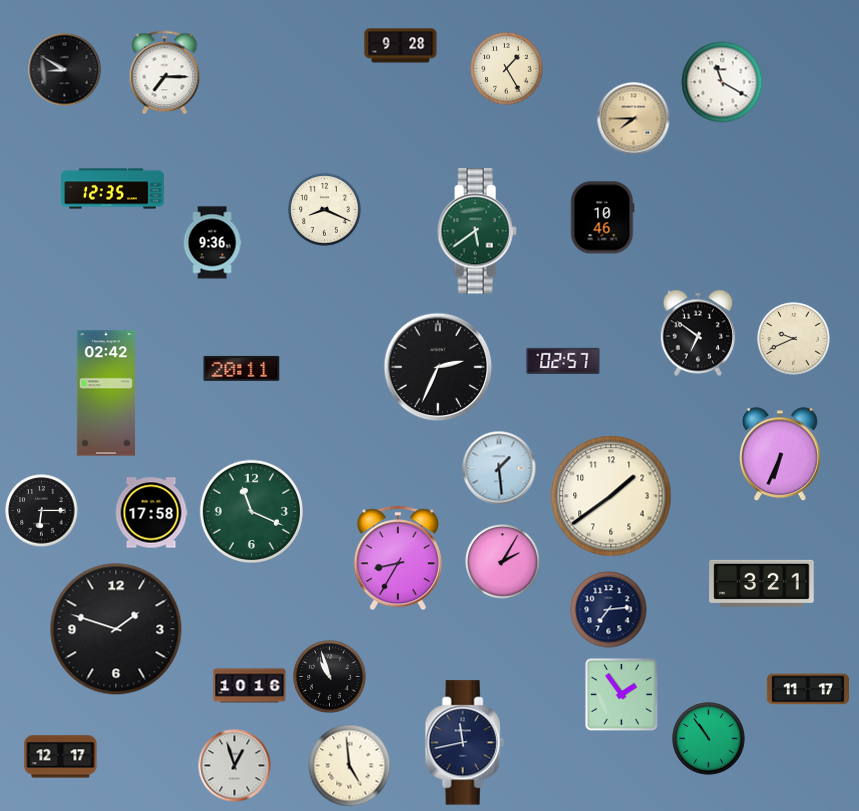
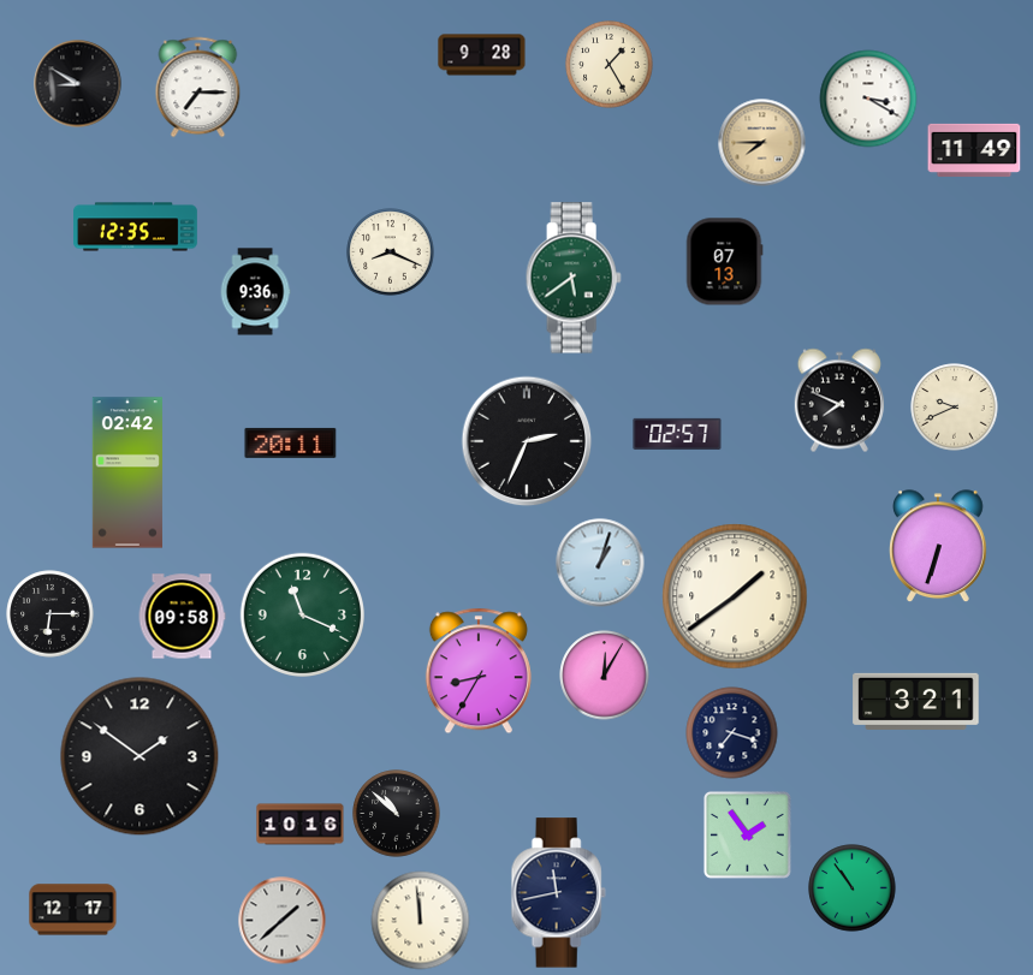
clock at (507, 69) position: (507, 69) -> (610, 65)
clock at (722, 82): 11:20 -> 3:20
clock at (974, 150): none -> 11:49
clock at (602, 218): 10:46 -> 07:13
clock at (698, 333): 6:51 -> 7:49
clock at (781, 455): 6:34 -> 6:33
clock at (499, 468): 1:29 -> 1:03
clock at (151, 513): 17:58 -> 09:58
clock at (503, 562): 2:05 -> 12:05
clock at (609, 610): 7:14 -> 7:18
clock at (116, 629): 1:48 -> 1:51
clock at (330, 677): 10:57 -> 10:52
clock at (808, 689): 11:17 -> none
clock at (235, 766): 12:57 -> 1:38
clock at (350, 766): 4:59 -> 11:59
